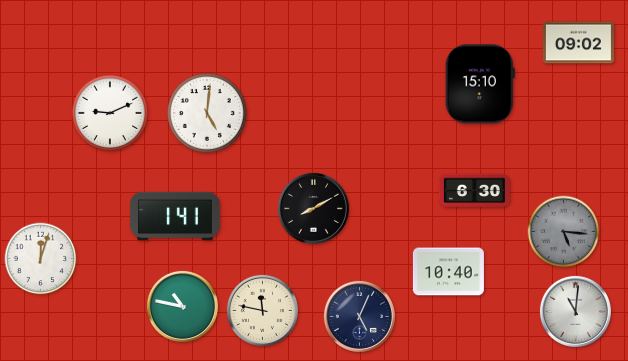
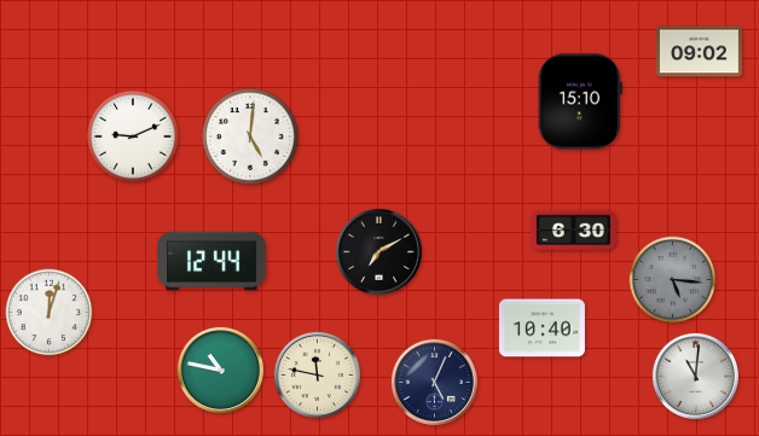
clock at (313, 208): 8:10 -> 7:10
clock at (175, 216): 1:41 -> 12:44
clock at (564, 232) position: (564, 232) -> (673, 280)
